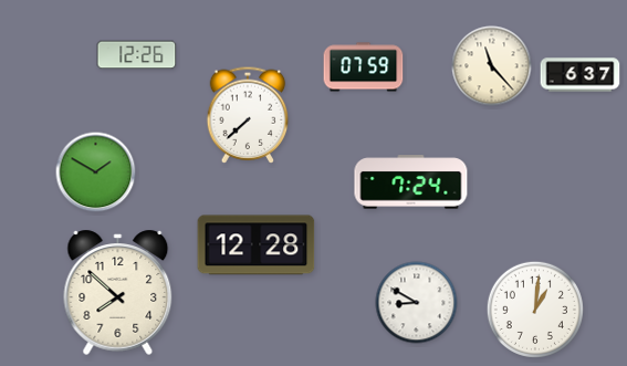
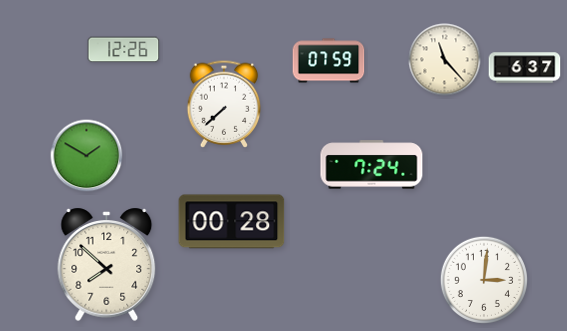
clock at (257, 245): 12:28 -> 00:28
clock at (417, 303): 8:50 -> none
clock at (535, 310): 1:01 -> 3:01
